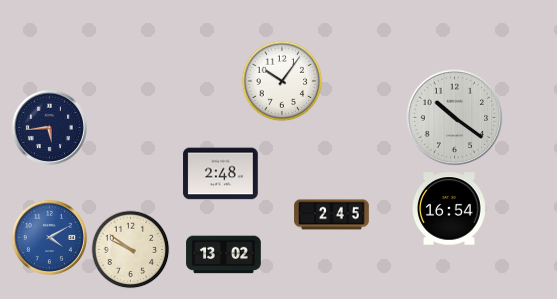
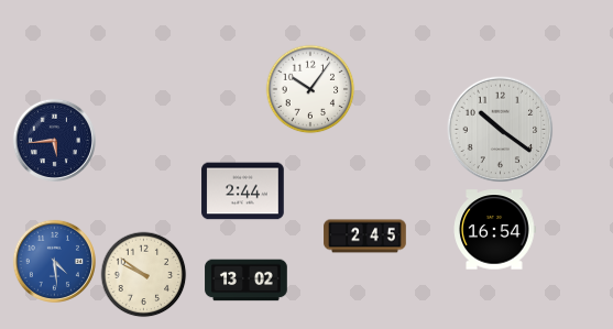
clock at (221, 174): 2:48 -> 2:44
clock at (49, 237): 4:10 -> 4:29
